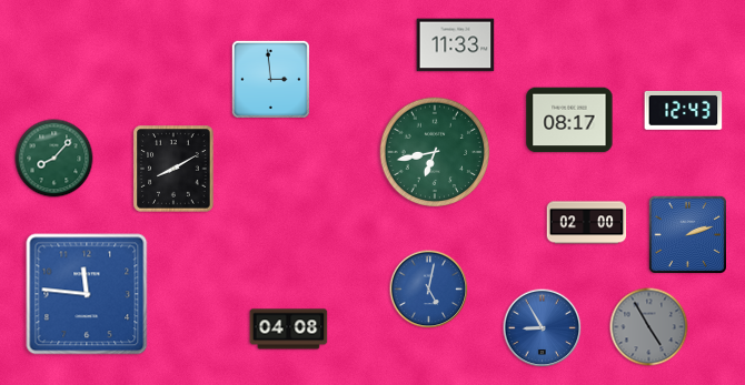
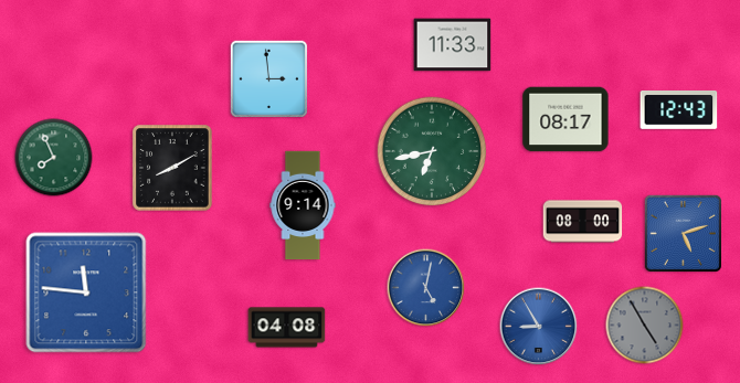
clock at (54, 159): 8:07 -> 7:56
clock at (303, 205): none -> 9:14
clock at (587, 223): 02:00 -> 08:00
clock at (687, 234): 2:12 -> 5:12
